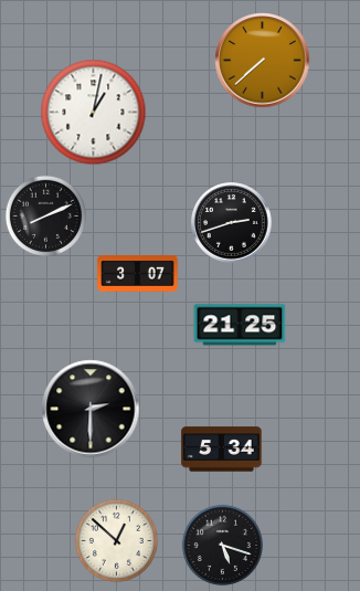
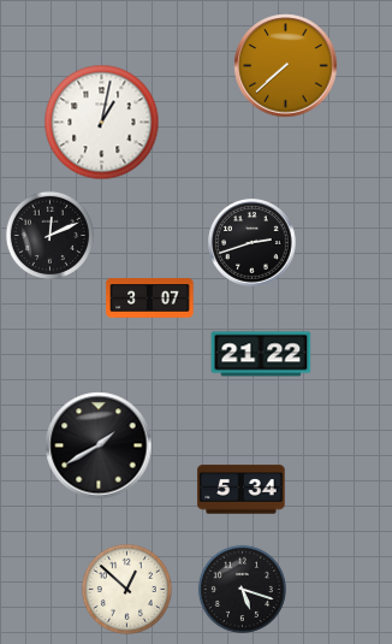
clock at (45, 215): 8:11 -> 12:11
clock at (240, 325): 21:25 -> 21:22
clock at (91, 409): 2:30 -> 1:40
clock at (222, 545) position: (222, 545) -> (242, 589)
